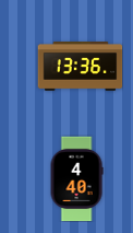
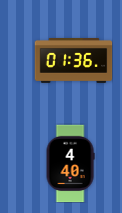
clock at (80, 67): 13:36 -> 01:36
